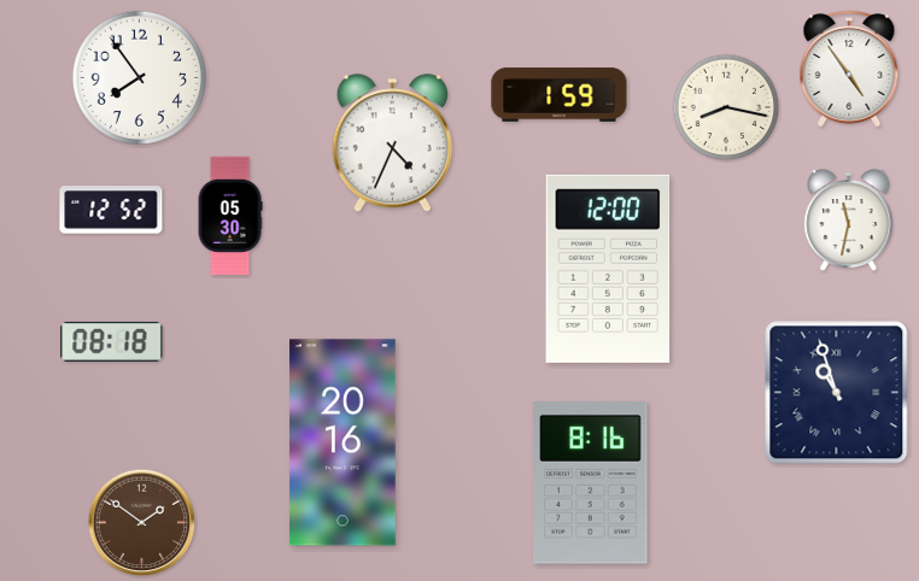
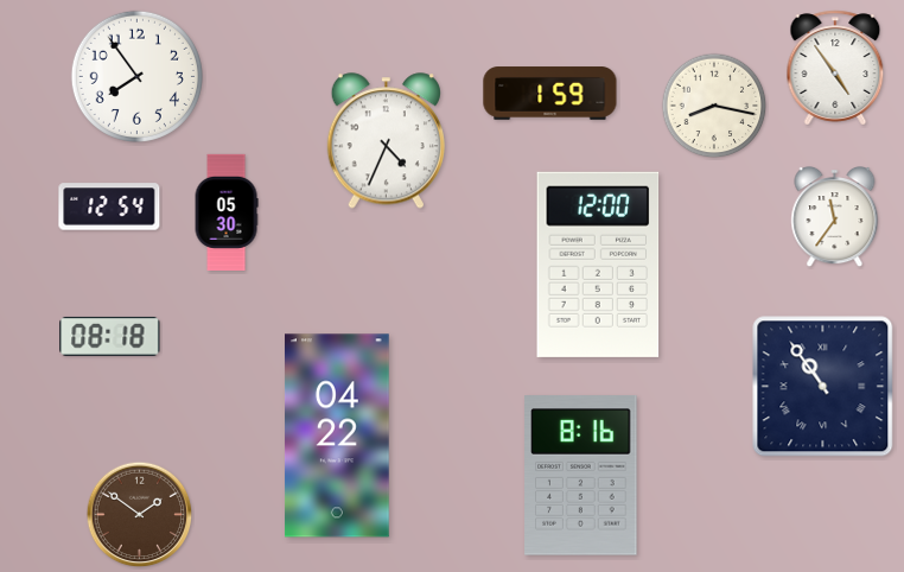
clock at (111, 210): 12:52 -> 12:54
clock at (849, 222): 11:32 -> 11:36
clock at (837, 393): 10:57 -> 10:54
clock at (344, 442): 20:16 -> 04:22
